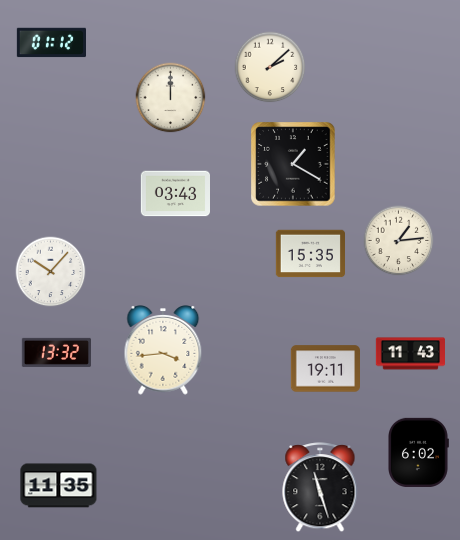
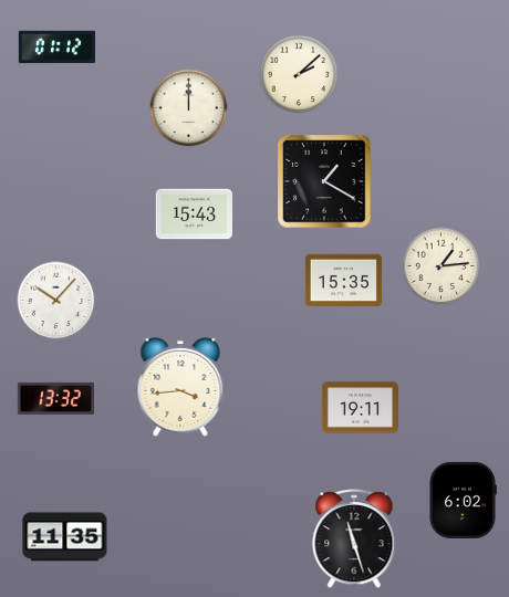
clock at (175, 194): 03:43 -> 15:43
clock at (56, 352) position: (56, 352) -> (55, 398)
clock at (410, 354): 11:43 -> none
